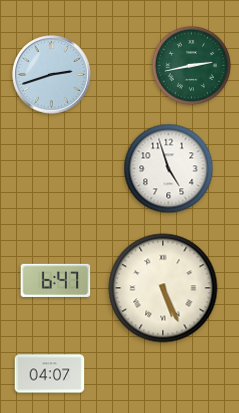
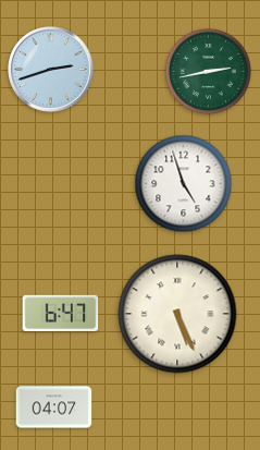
clock at (52, 75) position: (52, 75) -> (51, 70)
clock at (56, 280) position: (56, 280) -> (61, 313)
